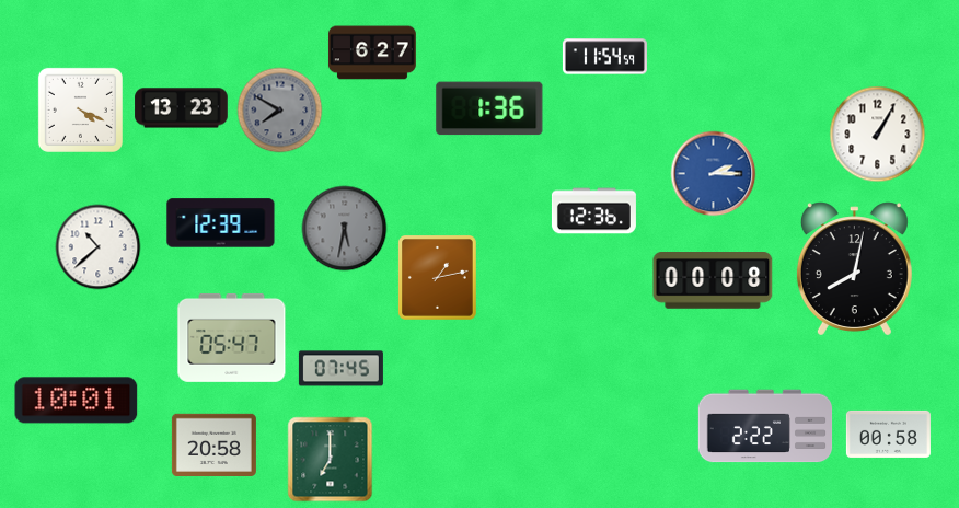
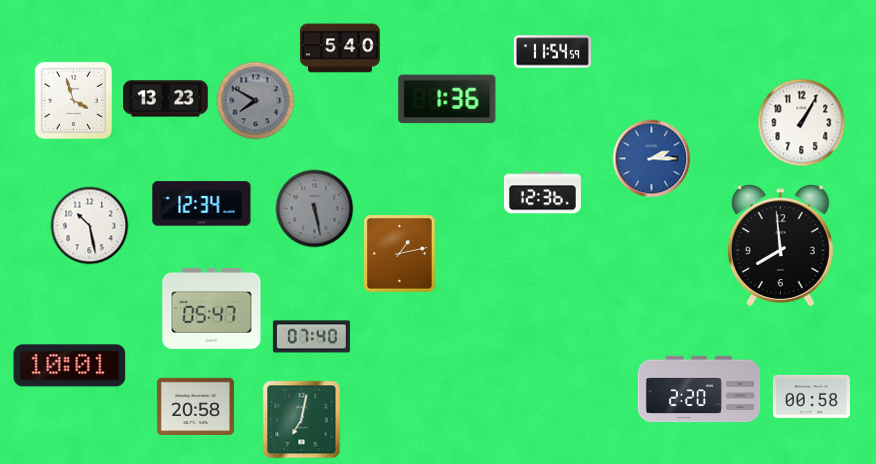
clock at (372, 53): 6:27 -> 5:40
clock at (80, 109): 4:19 -> 3:57
clock at (221, 223): 12:39 -> 12:34
clock at (344, 228): 5:32 -> 5:28
clock at (97, 246): 10:38 -> 10:28
clock at (854, 269): 8:02 -> 7:59
clock at (713, 280): 00:08 -> none
clock at (340, 369): 07:45 -> 07:40
clock at (765, 426): 2:22 -> 2:20
clock at (330, 459): 7:00 -> 7:02
